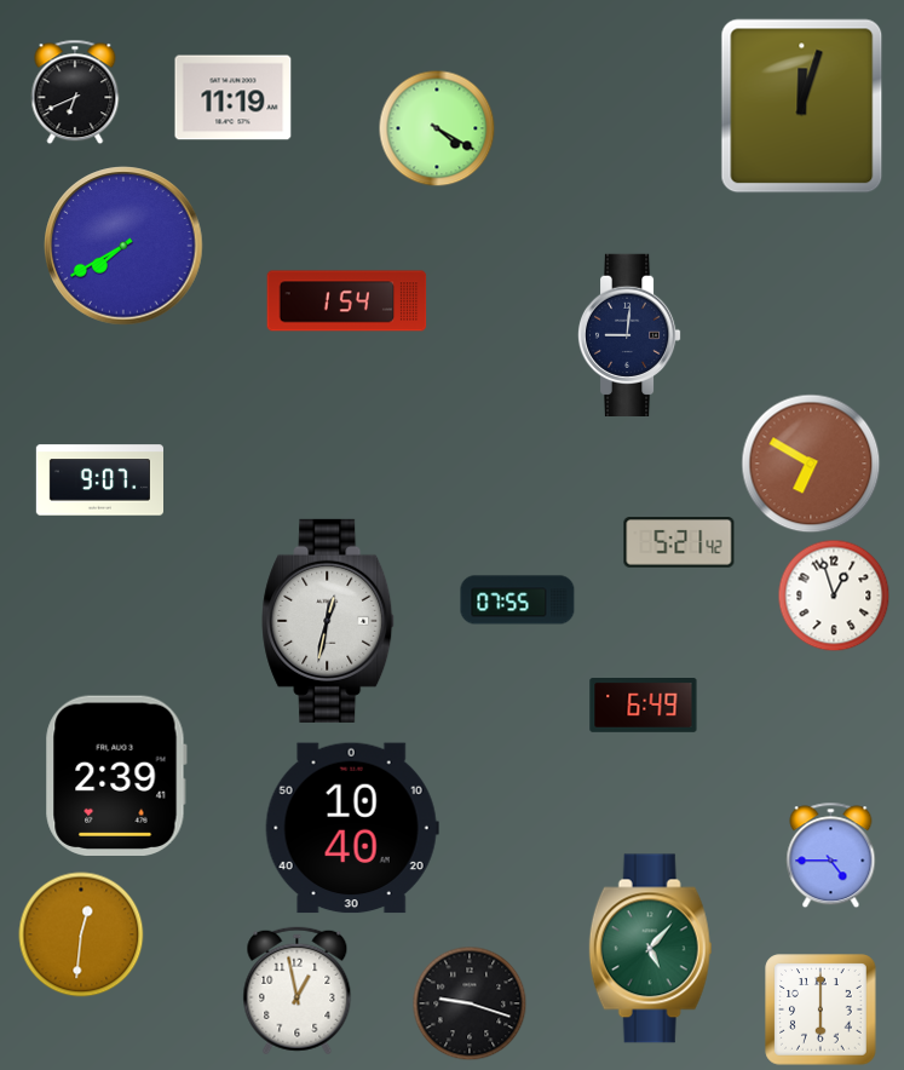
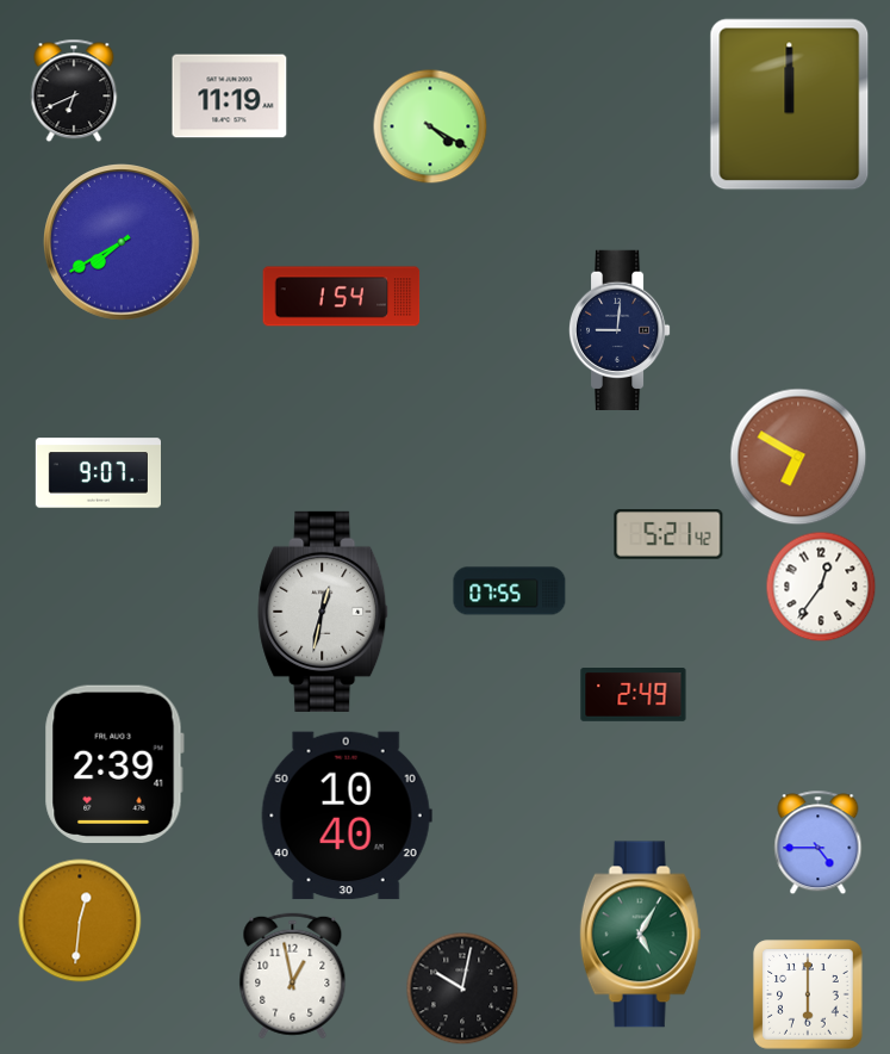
clock at (802, 107): 12:03 -> 12:00
clock at (834, 596): 12:57 -> 12:36
clock at (644, 706): 6:49 -> 2:49
clock at (651, 949): 5:07 -> 5:05
clock at (470, 1003): 9:18 -> 10:02
